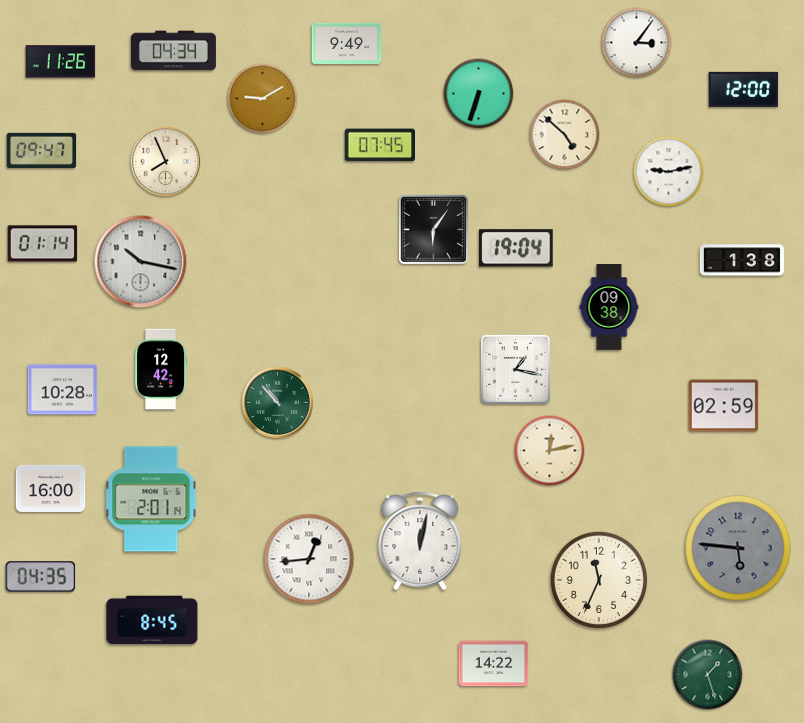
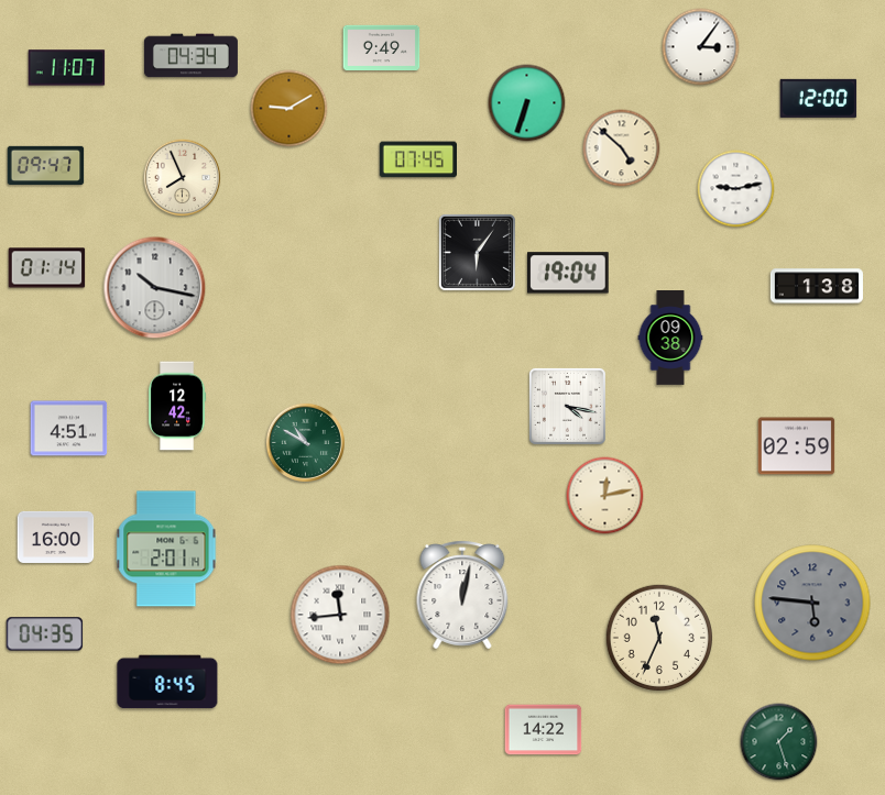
clock at (61, 62): 11:26 -> 11:07
clock at (515, 369): 1:17 -> 4:17
clock at (63, 390): 10:28 -> 4:51
clock at (277, 402): 10:53 -> 10:50
clock at (309, 559): 12:44 -> 11:44
